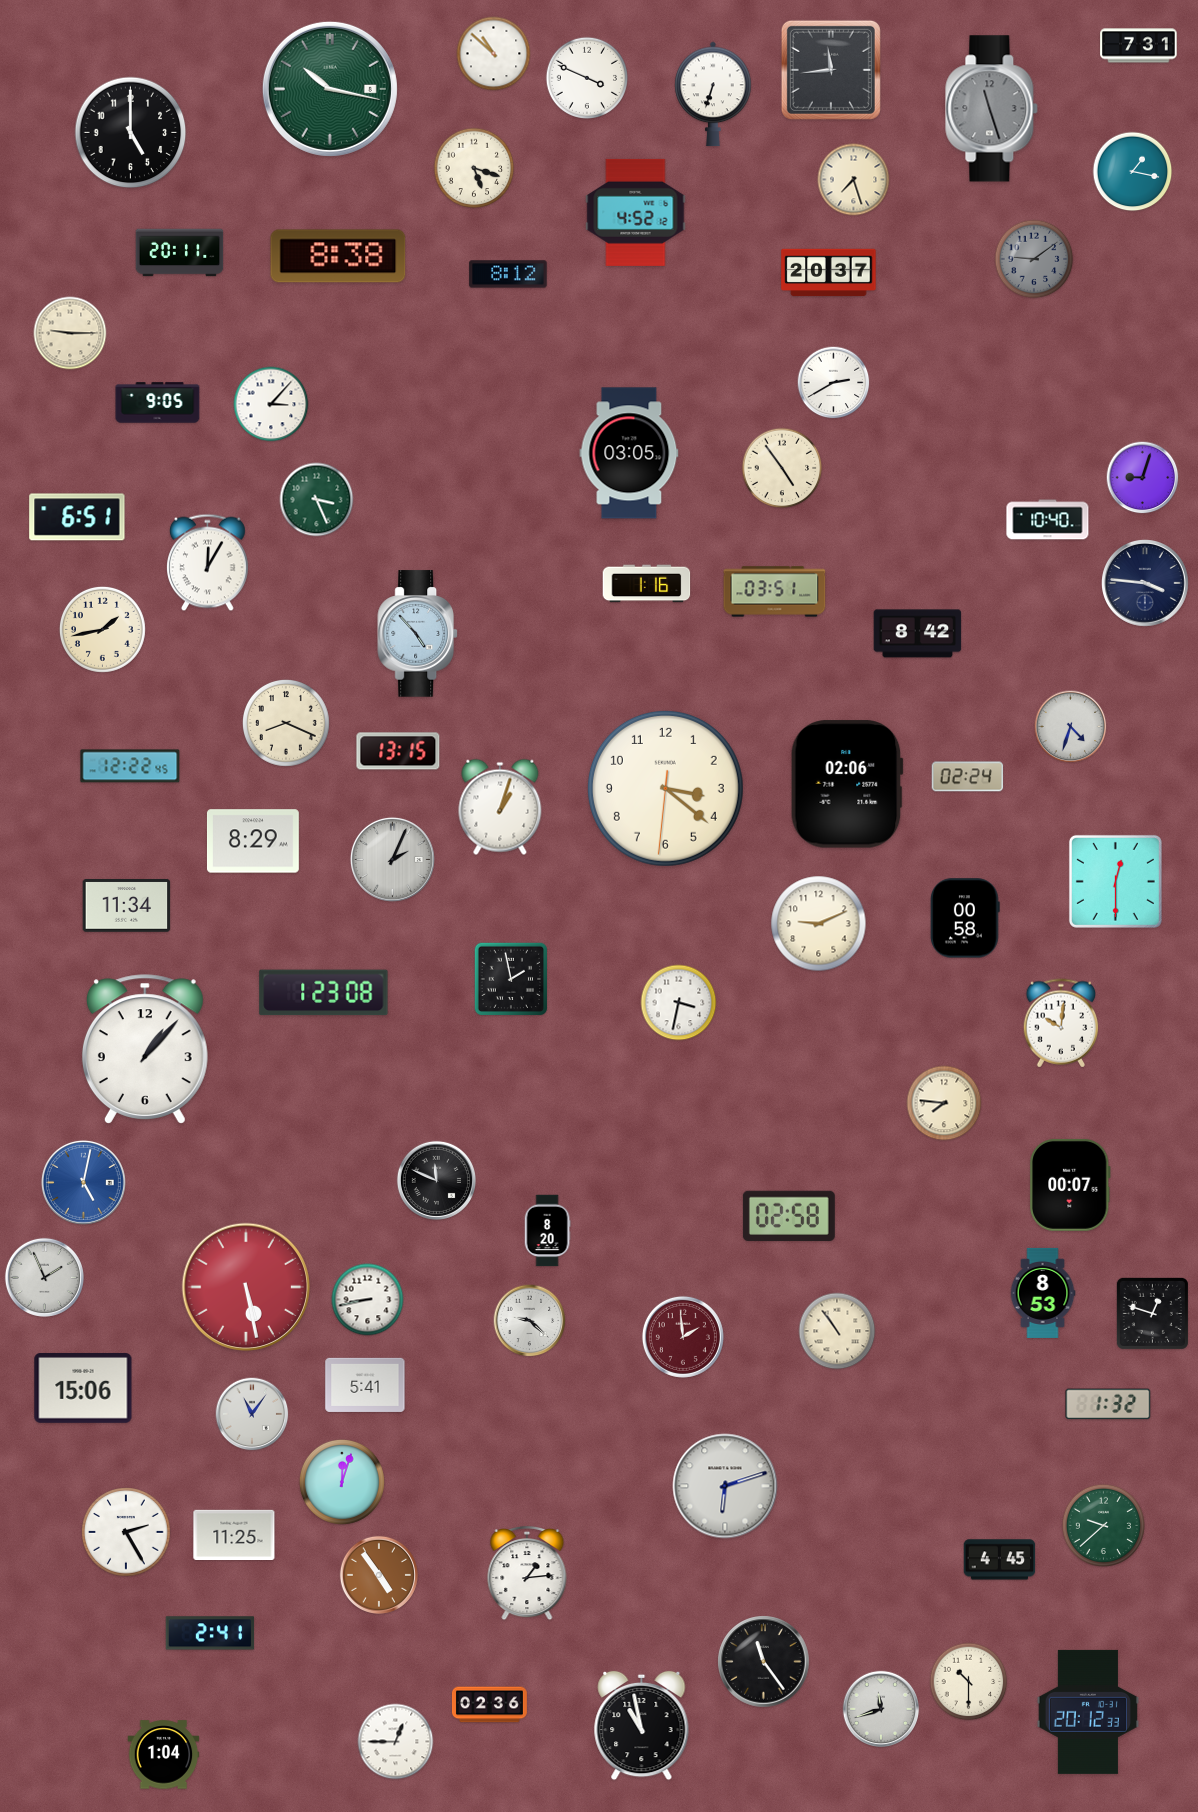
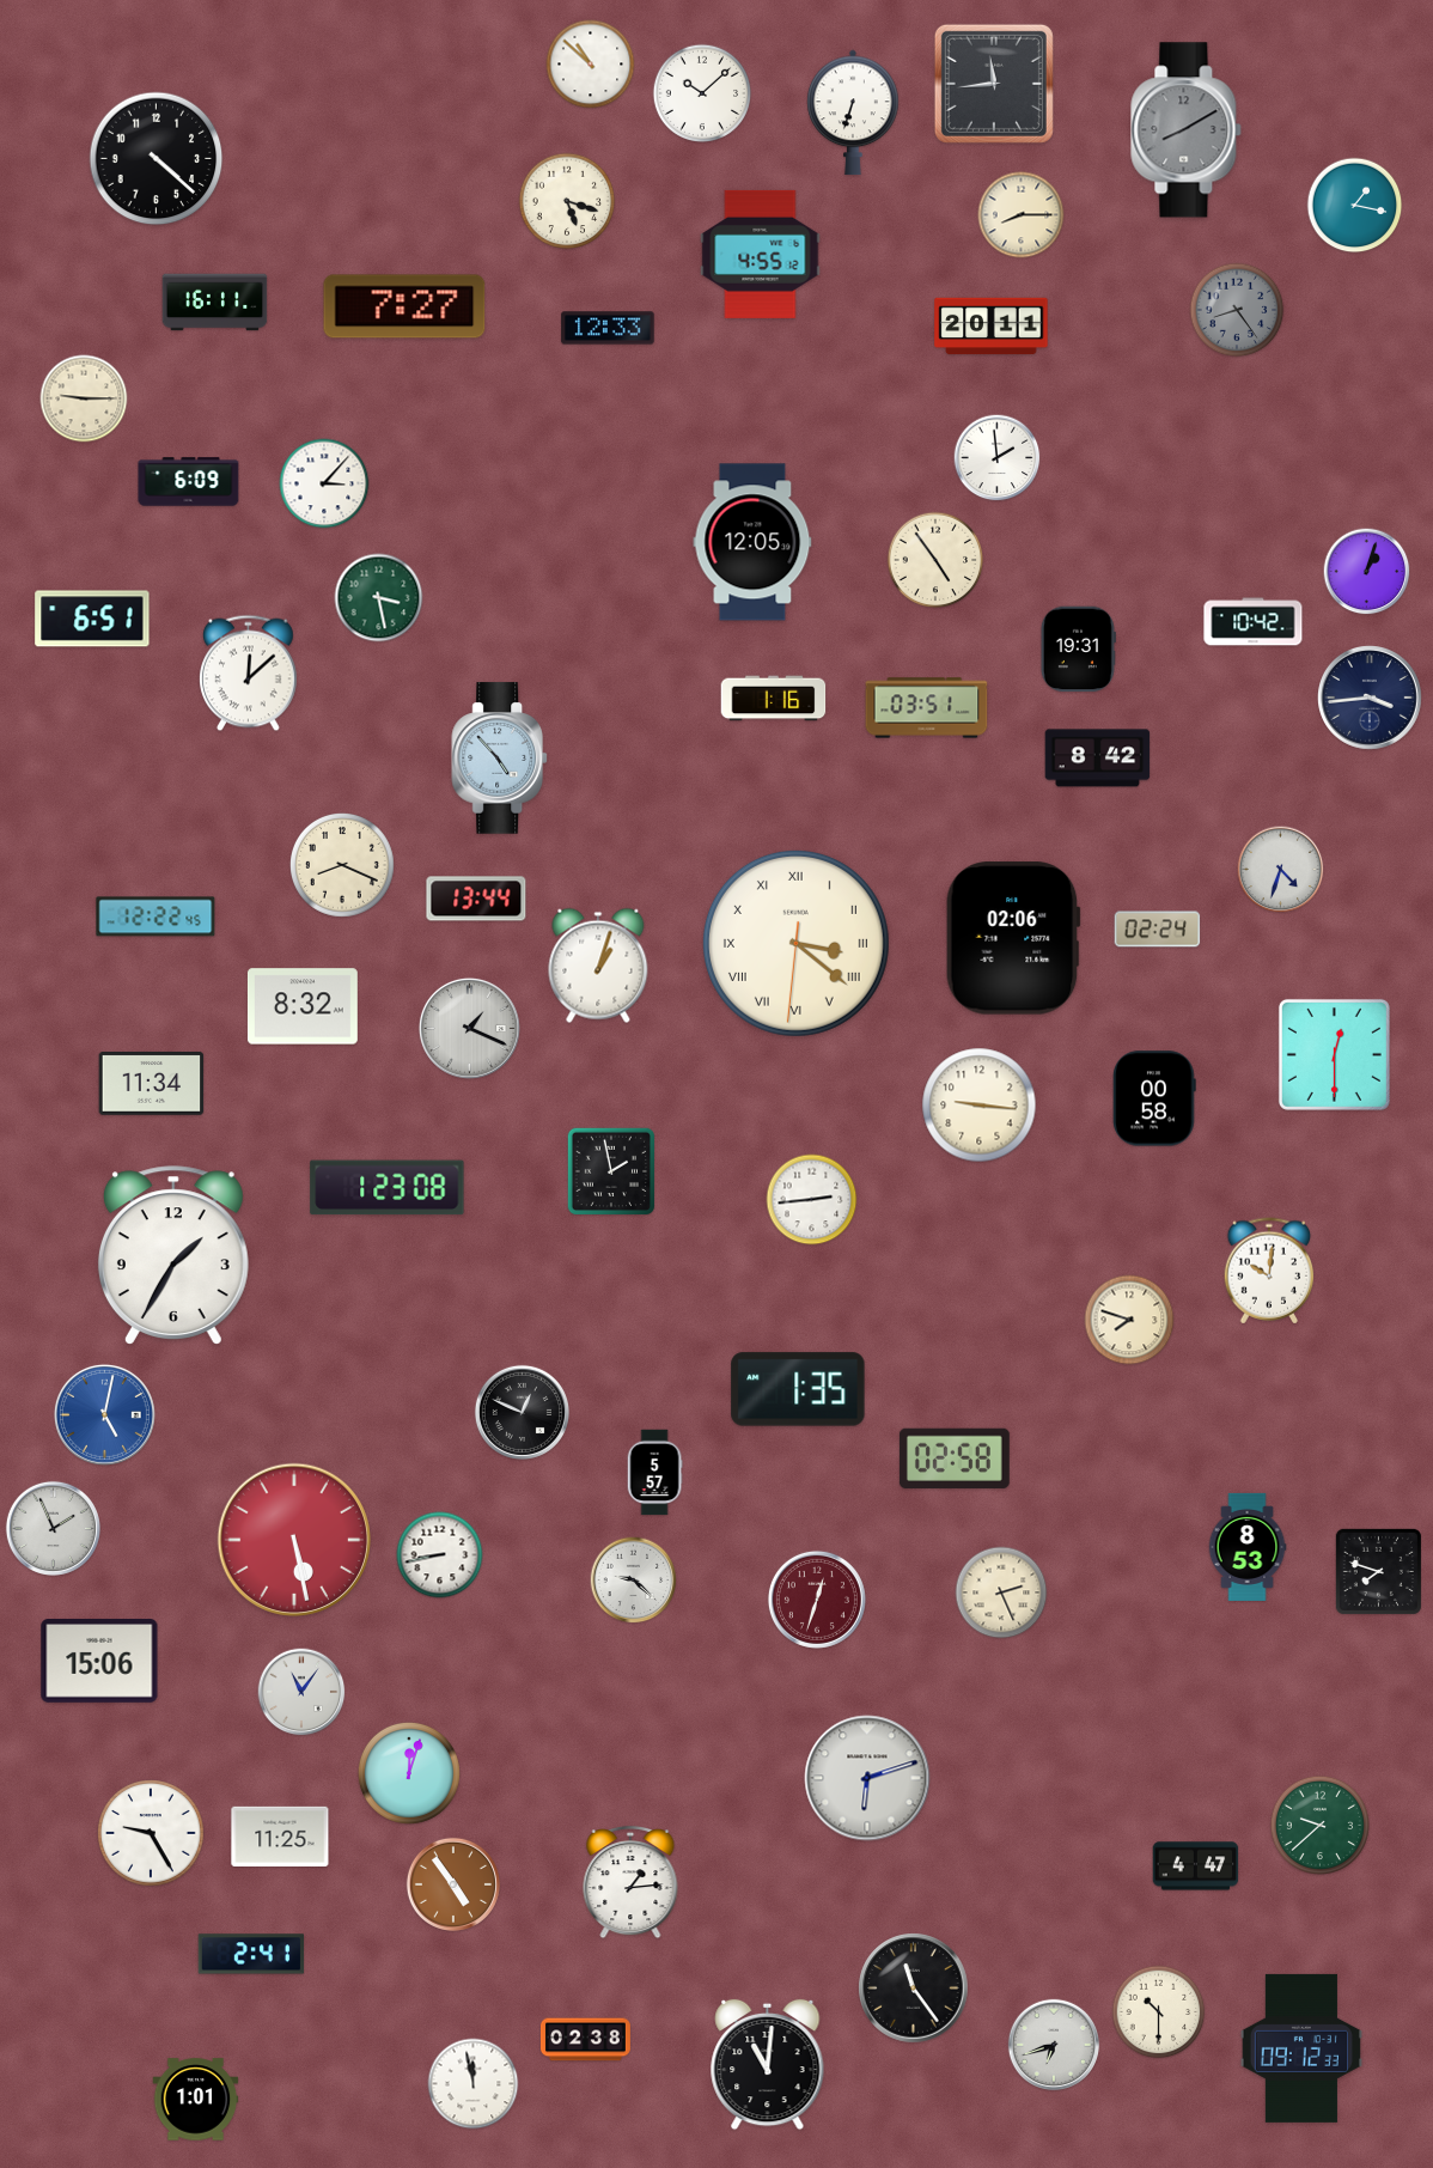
clock at (1139, 46): 7:31 -> none
clock at (586, 77): 3:49 -> 10:08
clock at (330, 89): 10:17 -> none
clock at (992, 109): 11:27 -> 8:10
clock at (131, 133): 5:00 -> 4:22
clock at (854, 180): 7:27 -> 8:15
clock at (636, 212): 4:52 -> 4:55
clock at (180, 253): 20:11 -> 16:11
clock at (338, 256): 8:38 -> 7:27
clock at (1034, 259): 9:09 -> 8:24
clock at (829, 273): 20:37 -> 20:11
clock at (508, 274): 8:12 -> 12:33
clock at (834, 383): 2:40 -> 1:59
clock at (158, 403): 9:05 -> 6:09
clock at (629, 453): 03:05 -> 12:05
clock at (1143, 478): 9:03 -> 1:03
clock at (317, 500): 3:26 -> 3:28
clock at (1048, 520): 10:40 -> 10:42
clock at (1078, 650): none -> 19:31
clock at (208, 563): 12:05 -> 12:08
clock at (1146, 584): 3:46 -> 3:44
clock at (102, 629): 1:43 -> none
clock at (398, 751): 13:15 -> 13:44
clock at (665, 788) numerals: Arabic -> Roman
clock at (253, 841): 8:29 -> 8:32
clock at (392, 859): 2:04 -> 1:19
clock at (819, 924): 9:11 -> 9:16
clock at (679, 1003): 3:32 -> 2:44
clock at (1061, 1023) position: (1061, 1023) -> (1269, 1271)
clock at (145, 1049): 1:07 -> 1:35
clock at (944, 1103): 7:46 -> 7:48
clock at (798, 1389): none -> 1:35
clock at (436, 1180): 11:49 -> 12:49
clock at (83, 1182) position: (83, 1182) -> (104, 1414)
clock at (1070, 1185): 00:07 -> none
clock at (789, 1216) position: (789, 1216) -> (955, 1458)
clock at (547, 1231): 8:20 -> 5:57
clock at (1152, 1313): 12:48 -> 7:48
clock at (837, 1331): 10:54 -> 2:26
clock at (683, 1337): 1:59 -> 12:33
clock at (365, 1385): 5:41 -> none
clock at (1108, 1404): 1:32 -> none
clock at (126, 1532): 2:25 -> 9:25
clock at (1000, 1560): 4:45 -> 4:47
clock at (489, 1705): 02:36 -> 02:38
clock at (881, 1709): 11:42 -> 6:42
clock at (1088, 1712): 20:12 -> 09:12
clock at (642, 1726): 10:58 -> 11:01
clock at (396, 1742): 12:45 -> 11:58
clock at (164, 1755): 1:04 -> 1:01
